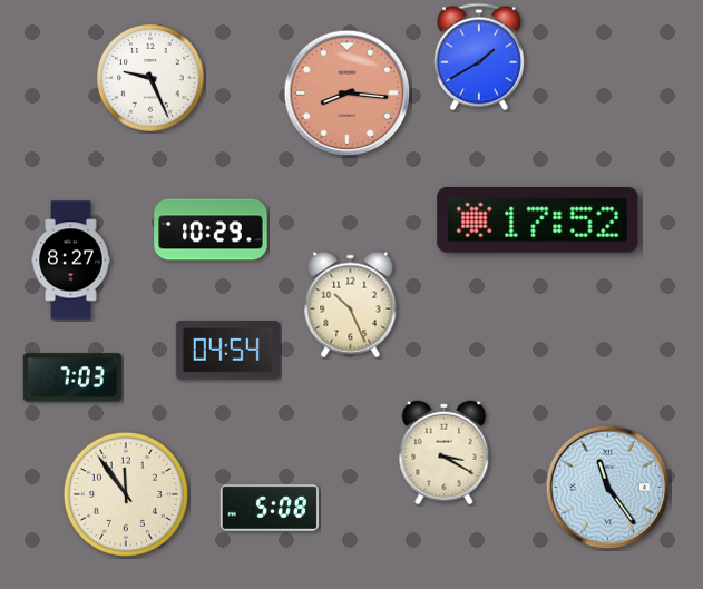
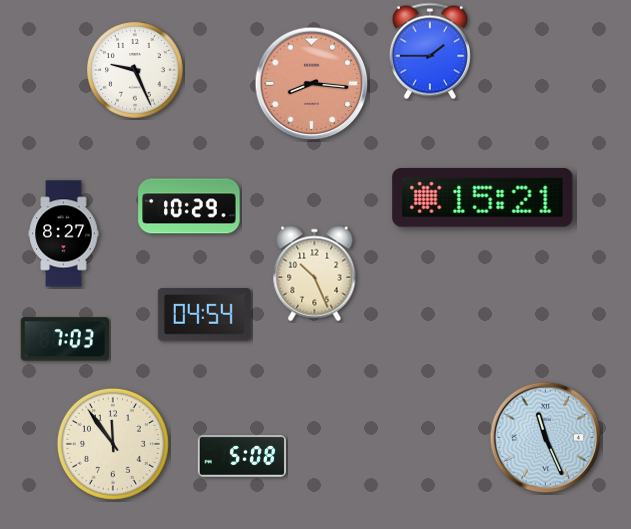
clock at (479, 57): 1:40 -> 1:45
clock at (538, 219): 17:52 -> 15:21
clock at (445, 453): 3:20 -> none
clock at (608, 488): 11:24 -> 11:26
